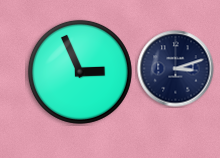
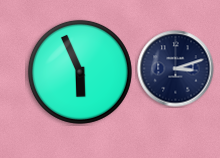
clock at (80, 72): 2:56 -> 5:56
